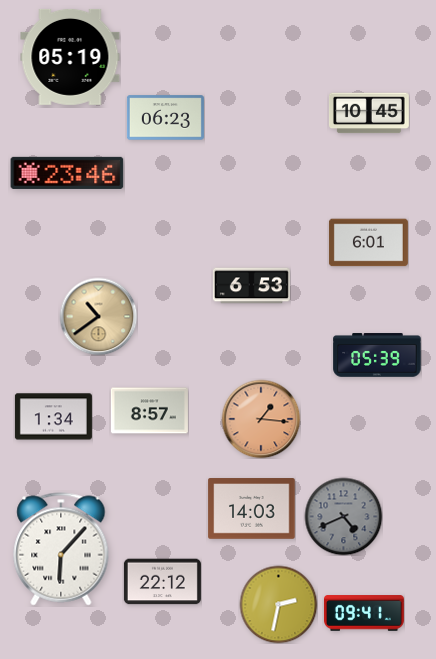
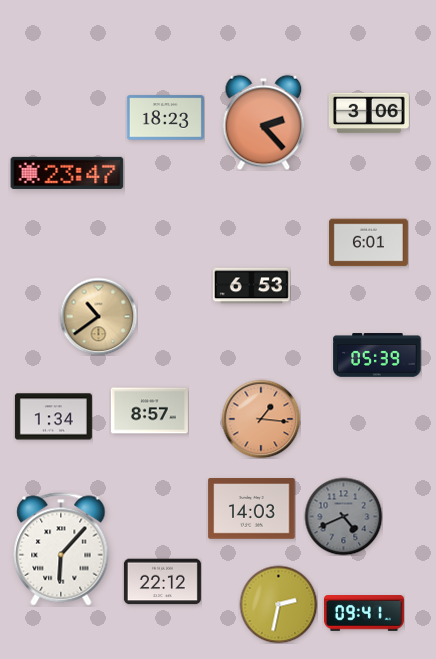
clock at (70, 57): 05:19 -> none
clock at (369, 113): 10:45 -> 3:06
clock at (165, 118): 06:23 -> 18:23
clock at (264, 122): none -> 2:23
clock at (67, 173): 23:46 -> 23:47
